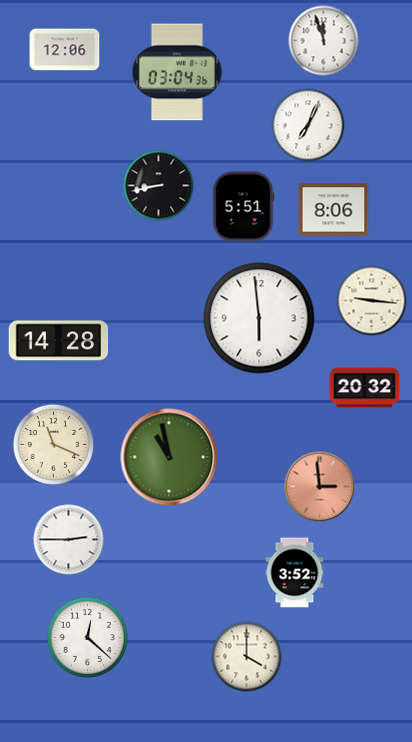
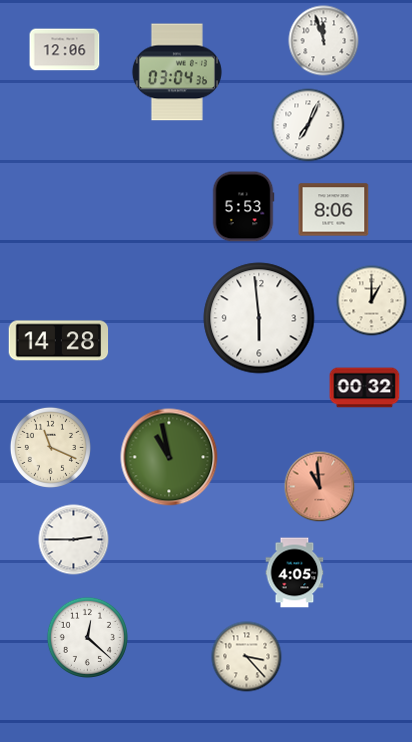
clock at (159, 186): 8:43 -> none
clock at (243, 207): 5:51 -> 5:53
clock at (372, 301): 9:16 -> 1:00
clock at (365, 388): 20:32 -> 00:32
clock at (53, 444) position: (53, 444) -> (50, 447)
clock at (320, 487): 2:59 -> 10:59
clock at (69, 540) position: (69, 540) -> (74, 540)
clock at (295, 573): 3:52 -> 4:05
clock at (247, 657): 4:00 -> 3:23
